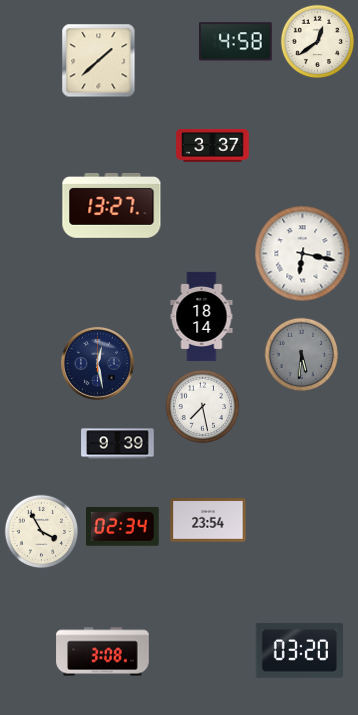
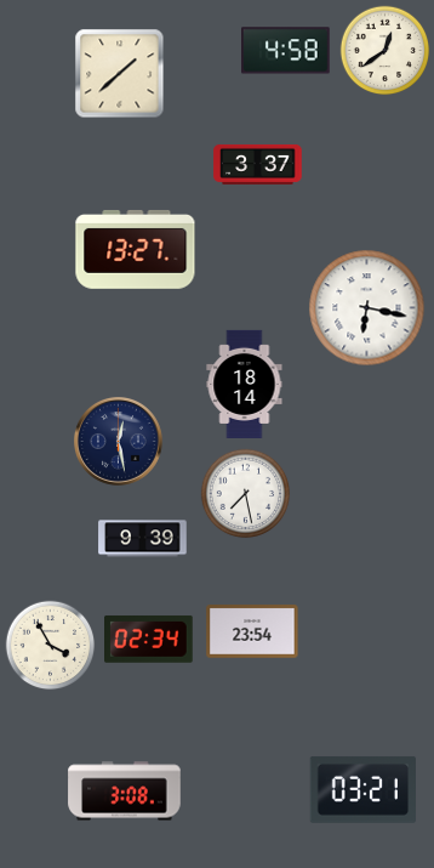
clock at (213, 145) position: (213, 145) -> (258, 164)
clock at (302, 355): 5:31 -> none
clock at (300, 650): 03:20 -> 03:21
